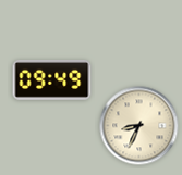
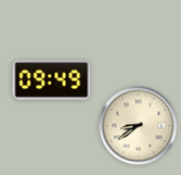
clock at (139, 126): 8:34 -> 8:39
